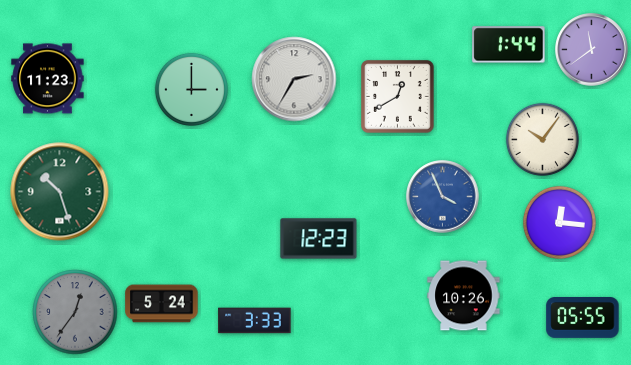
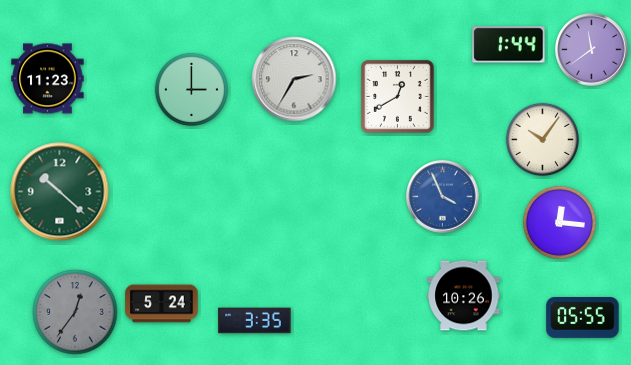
clock at (60, 192): 10:27 -> 10:22
clock at (319, 239): 12:23 -> none
clock at (255, 321): 3:33 -> 3:35
